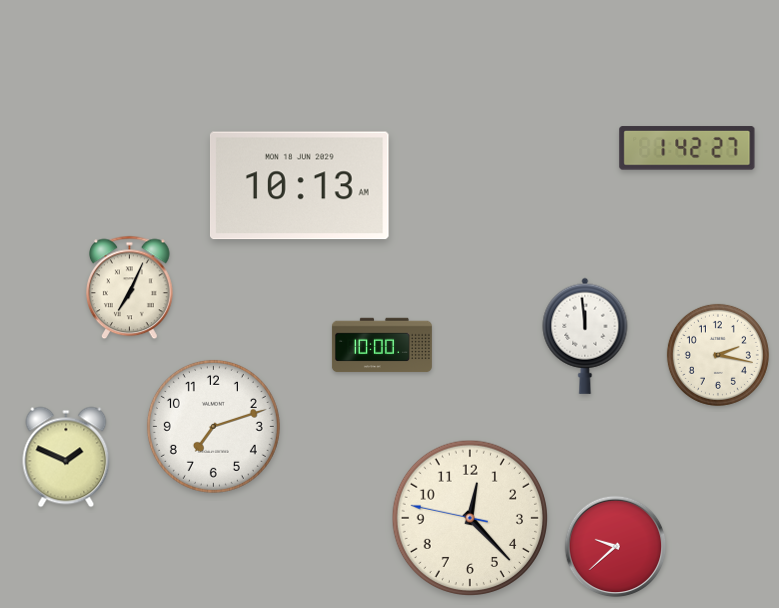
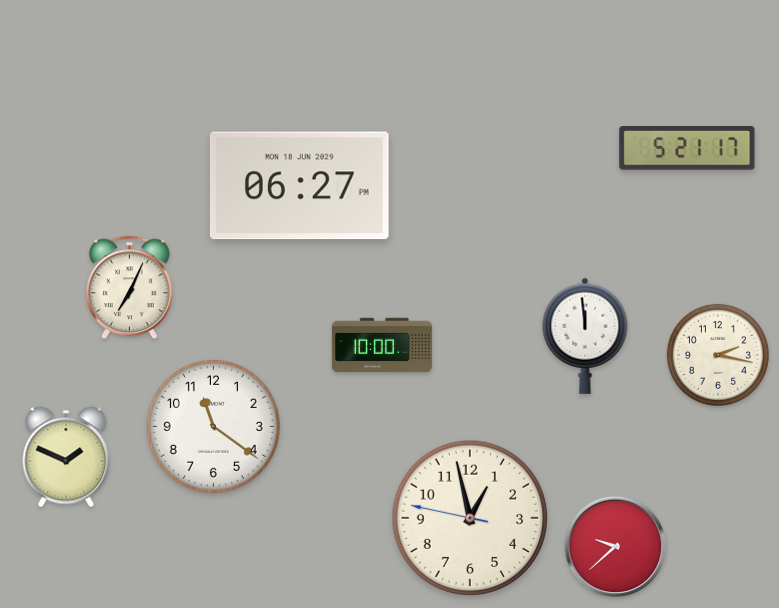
clock at (687, 148): 1:42 -> 5:21
clock at (299, 186): 10:13 -> 06:27
clock at (213, 426): 7:12 -> 11:21
clock at (470, 517): 12:22 -> 12:57
